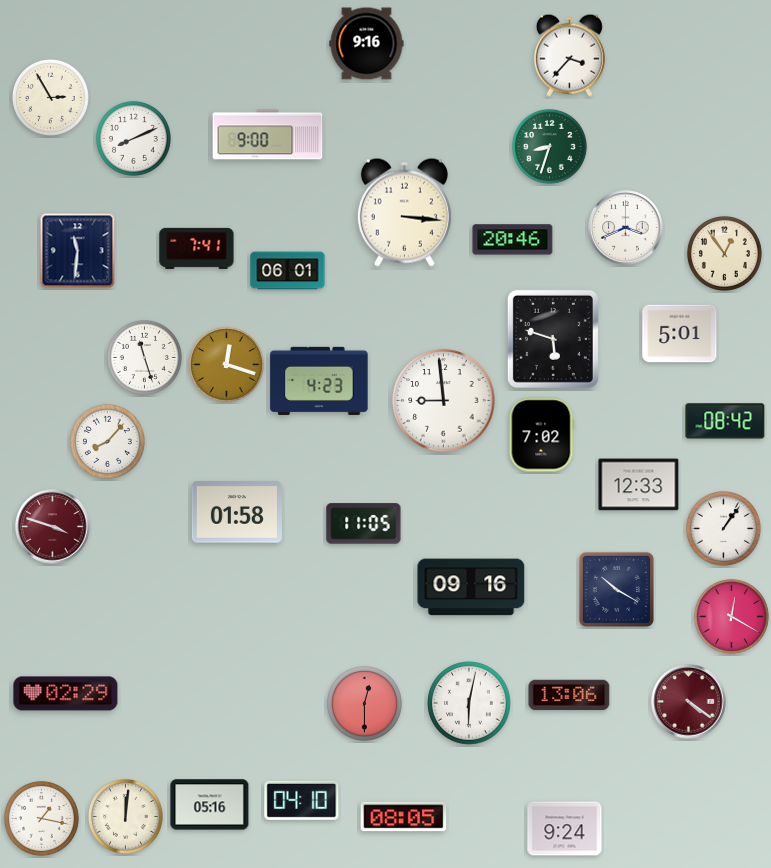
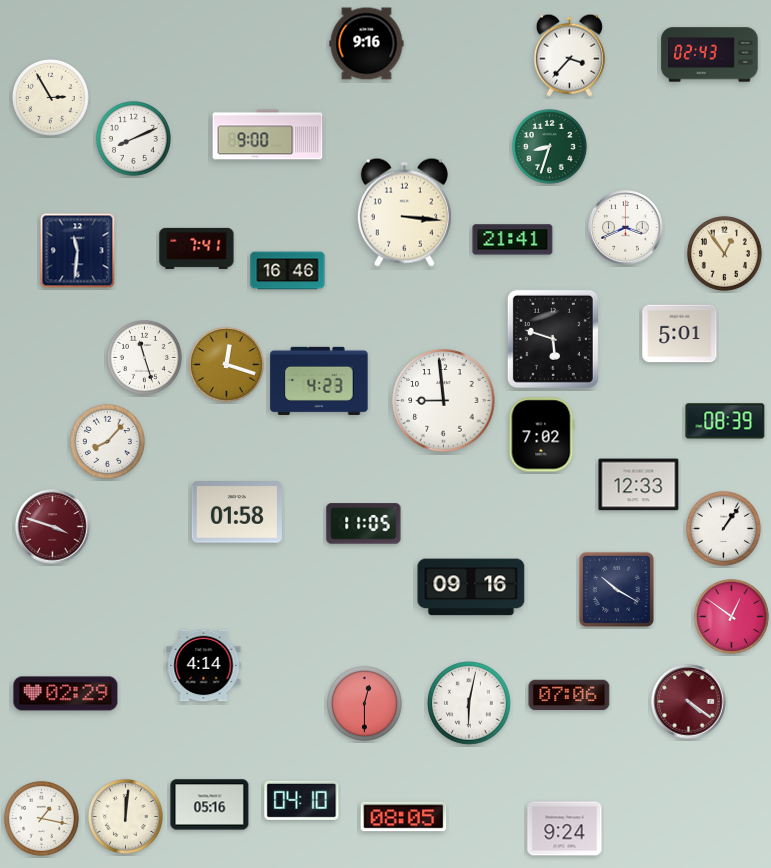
clock at (710, 55): none -> 02:43
clock at (513, 240): 20:46 -> 21:41
clock at (288, 271): 06:01 -> 16:46
clock at (725, 421): 08:42 -> 08:39
clock at (731, 616): 12:20 -> 12:51
clock at (204, 666): none -> 4:14
clock at (569, 695): 13:06 -> 07:06
